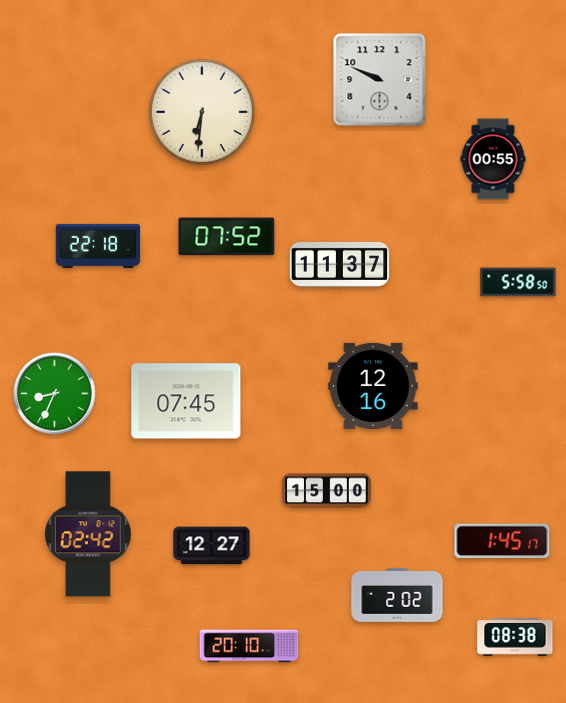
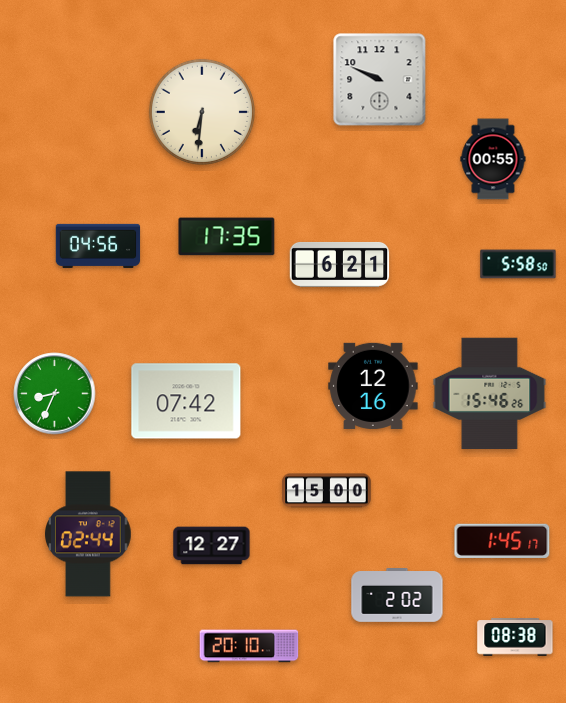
clock at (227, 237): 07:52 -> 17:35
clock at (98, 246): 22:18 -> 04:56
clock at (340, 264): 11:37 -> 6:21
clock at (518, 282) position: (518, 282) -> (518, 264)
clock at (490, 394): none -> 15:46
clock at (186, 401): 07:45 -> 07:42
clock at (89, 534): 02:42 -> 02:44
